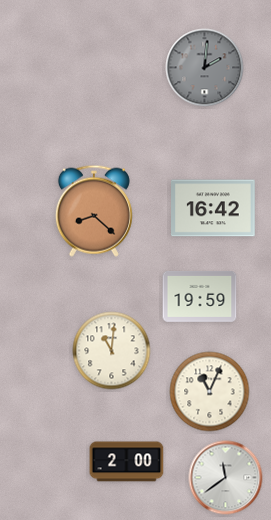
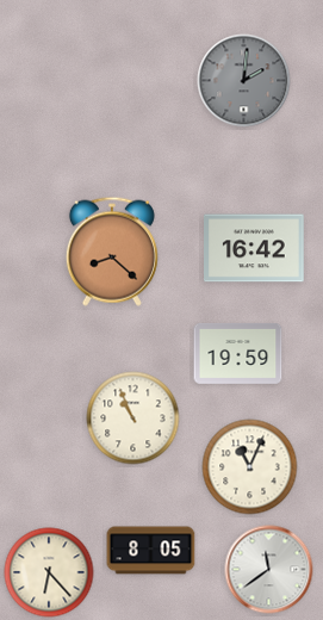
clock at (112, 351): 11:01 -> 10:56
clock at (127, 462): 2:00 -> 8:05
clock at (49, 572): none -> 6:23
